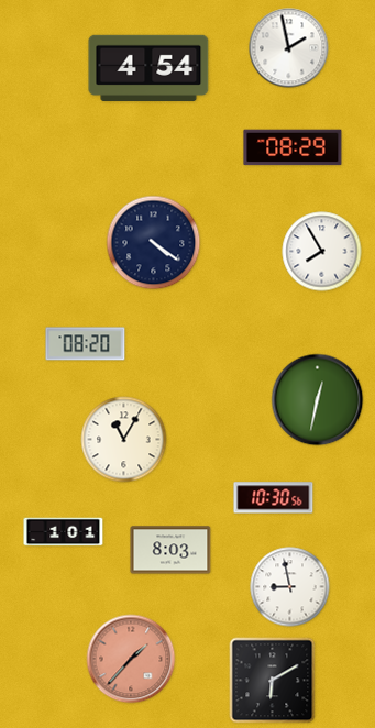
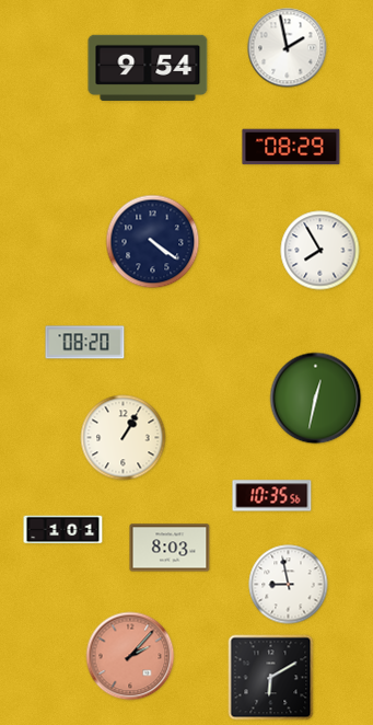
clock at (148, 68): 4:54 -> 9:54
clock at (124, 440): 11:05 -> 1:05
clock at (274, 498): 10:30 -> 10:35
clock at (131, 659): 1:37 -> 2:07
